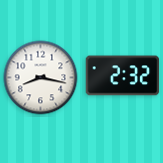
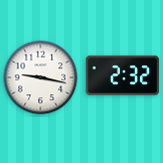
clock at (41, 78): 8:17 -> 9:17
